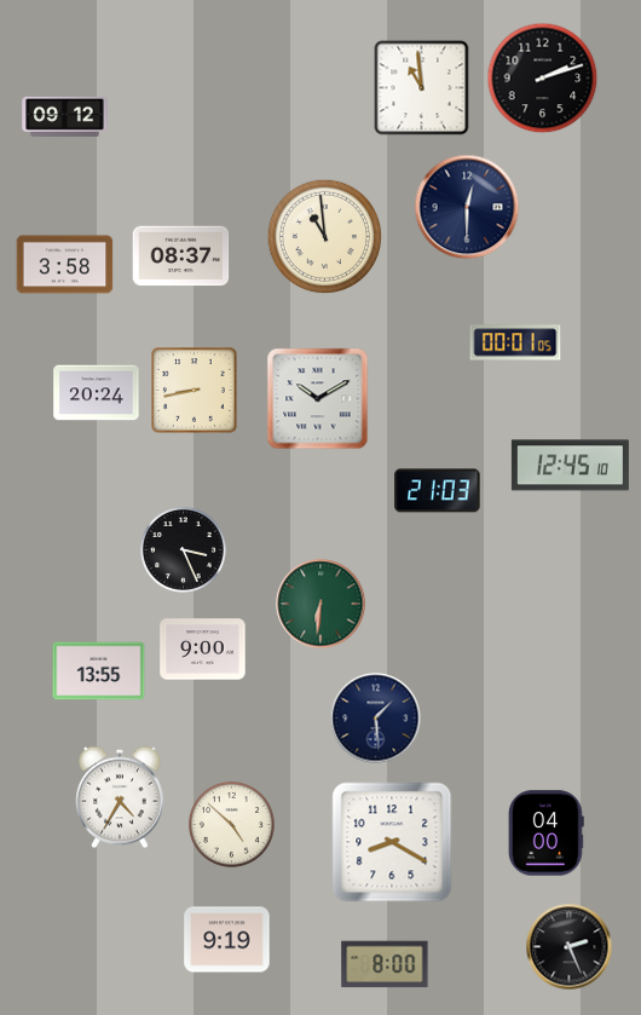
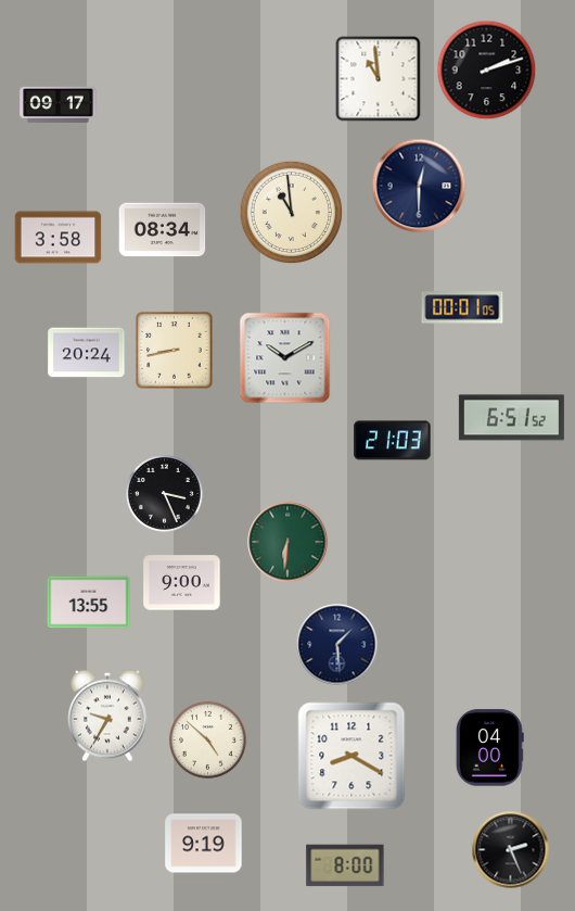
clock at (65, 116): 09:12 -> 09:17
clock at (181, 256): 08:37 -> 08:34
clock at (570, 466): 12:45 -> 6:51
clock at (121, 797): 4:35 -> 9:35
